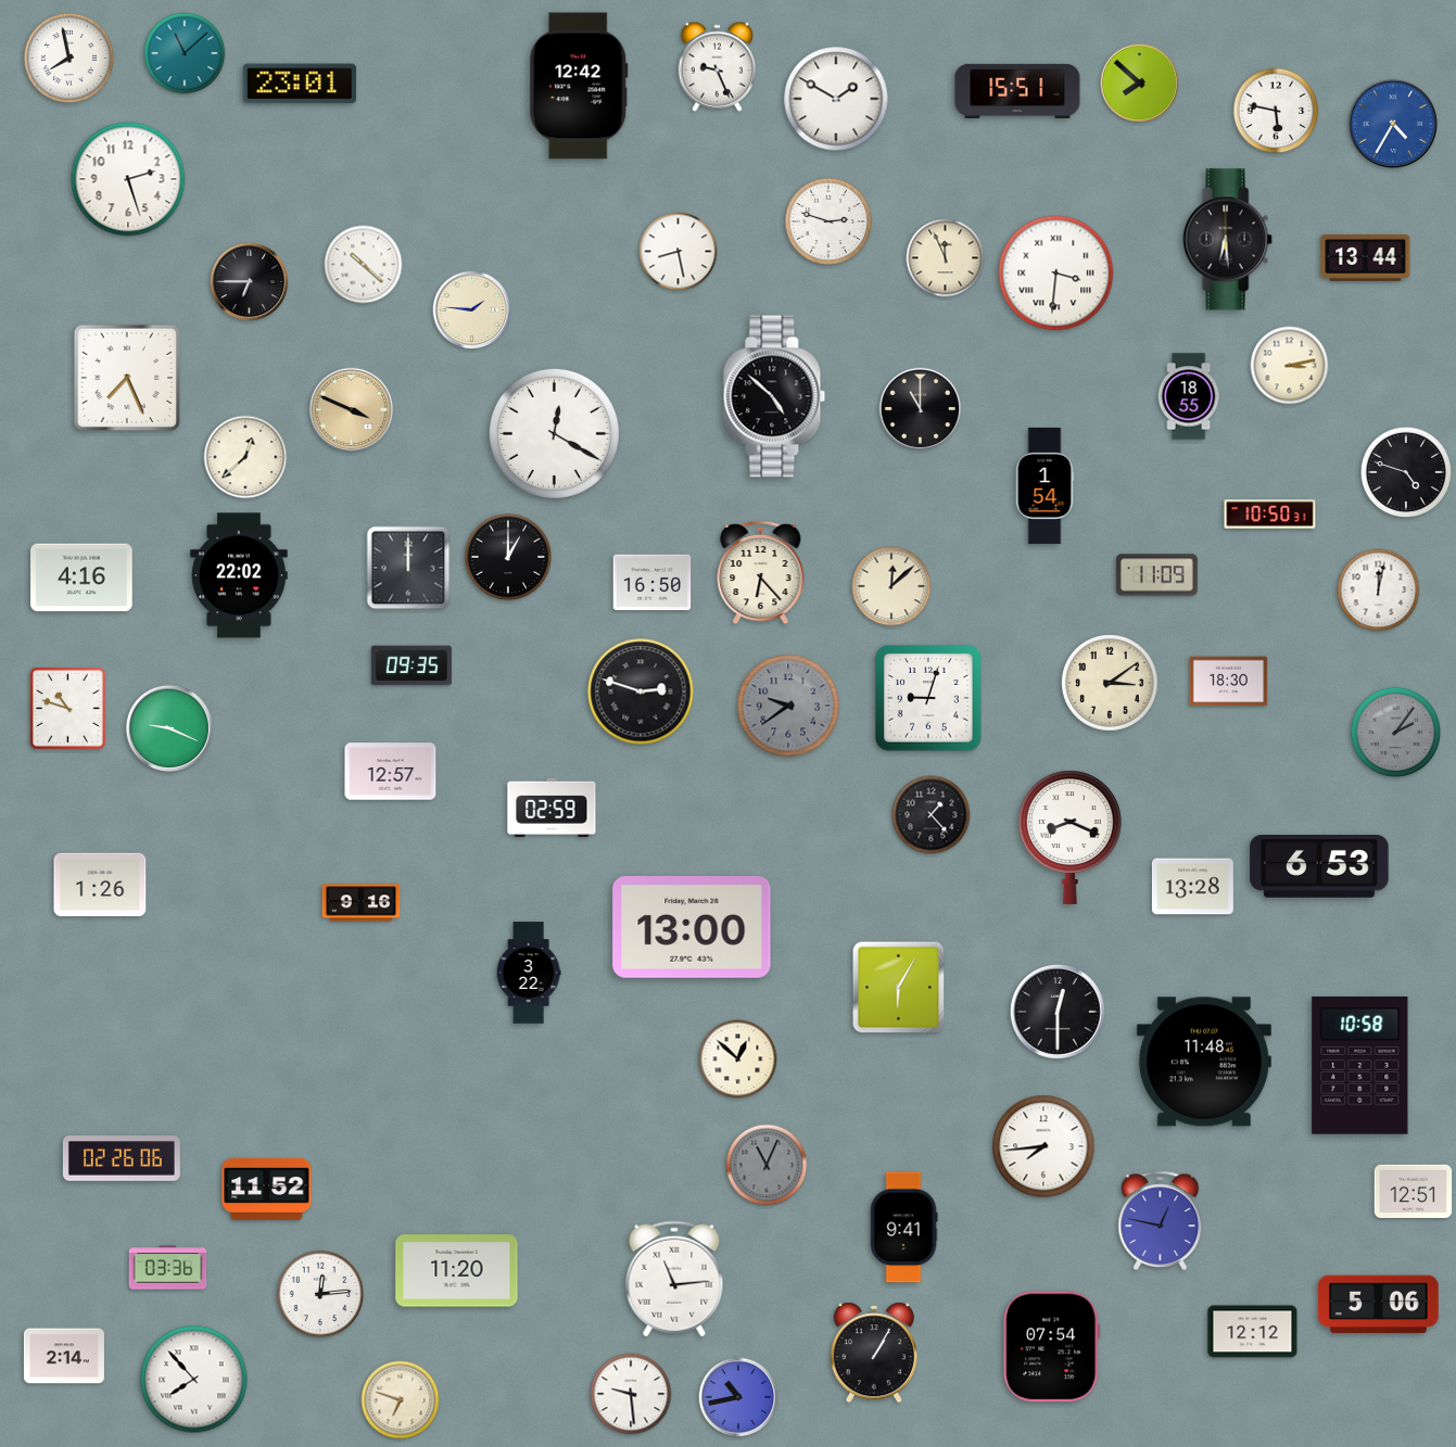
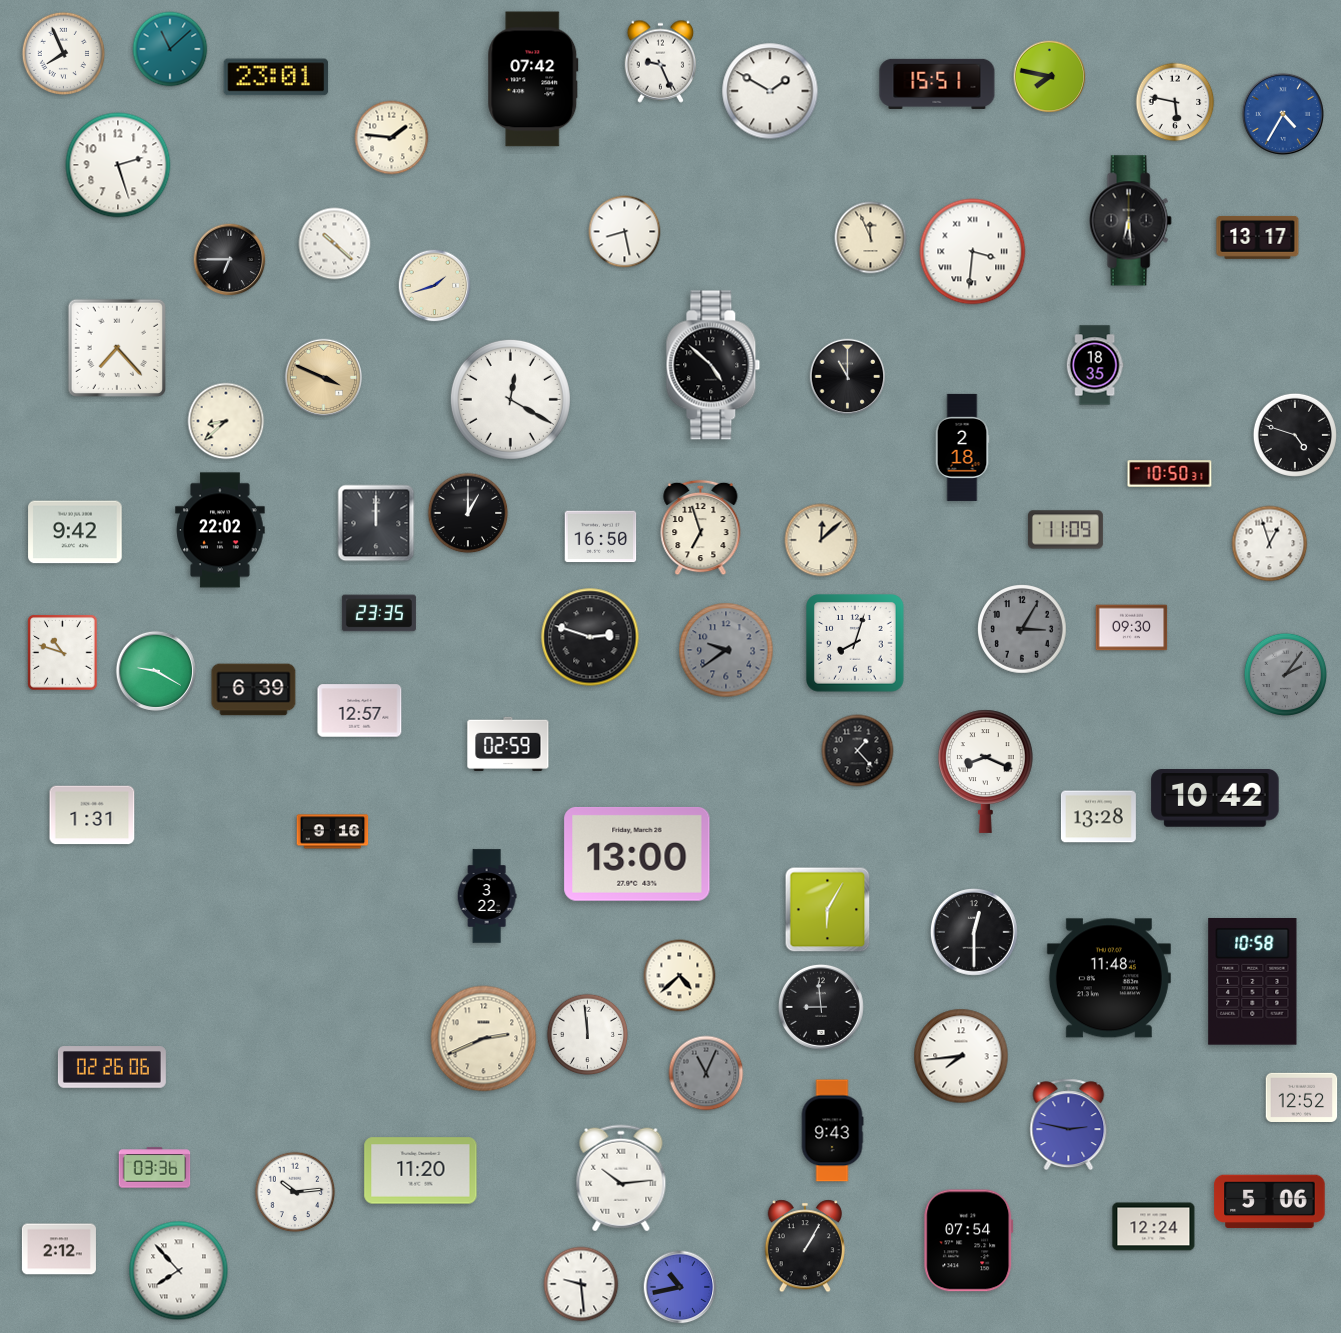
clock at (68, 58): 7:58 -> 7:56
clock at (1140, 84): 7:52 -> 7:47
clock at (579, 86): 12:42 -> 07:42
clock at (392, 138): none -> 1:46
clock at (828, 221): 2:48 -> none
clock at (1366, 257): 13:44 -> 13:17
clock at (472, 310): 1:46 -> 1:42
clock at (1290, 366): 3:13 -> none
clock at (126, 377): 7:26 -> 7:23
clock at (1189, 396): 18:55 -> 18:35
clock at (245, 457): 12:38 -> 8:38
clock at (1044, 485): 1:54 -> 2:18
clock at (761, 573): 6:23 -> 6:57
clock at (81, 577): 4:16 -> 9:42
clock at (1379, 591): 12:02 -> 12:57
clock at (412, 665): 09:35 -> 23:35
clock at (1229, 682): 18:30 -> 09:30
clock at (1111, 684): 3:09 -> 3:05
clock at (1111, 684) dial: cream -> grey
clock at (928, 698): 9:03 -> 8:03
clock at (169, 728): 9:19 -> 9:20
clock at (254, 690): none -> 6:39
clock at (1319, 866): 6:53 -> 10:42
clock at (100, 885): 1:26 -> 1:31
clock at (738, 1059): 12:52 -> 4:38
clock at (821, 1007): none -> 8:59
clock at (588, 1035): none -> 11:59
clock at (484, 1039): none -> 2:41
clock at (267, 1189): 11:52 -> none
clock at (1414, 1191): 12:51 -> 12:52
clock at (1161, 1221): 12:47 -> 2:47
clock at (903, 1228): 9:41 -> 9:43
clock at (674, 1279): 11:14 -> 10:14
clock at (320, 1294): 12:14 -> 10:14
clock at (1253, 1332): 12:12 -> 12:24
clock at (64, 1356): 2:14 -> 2:12
clock at (401, 1400): 6:48 -> none
